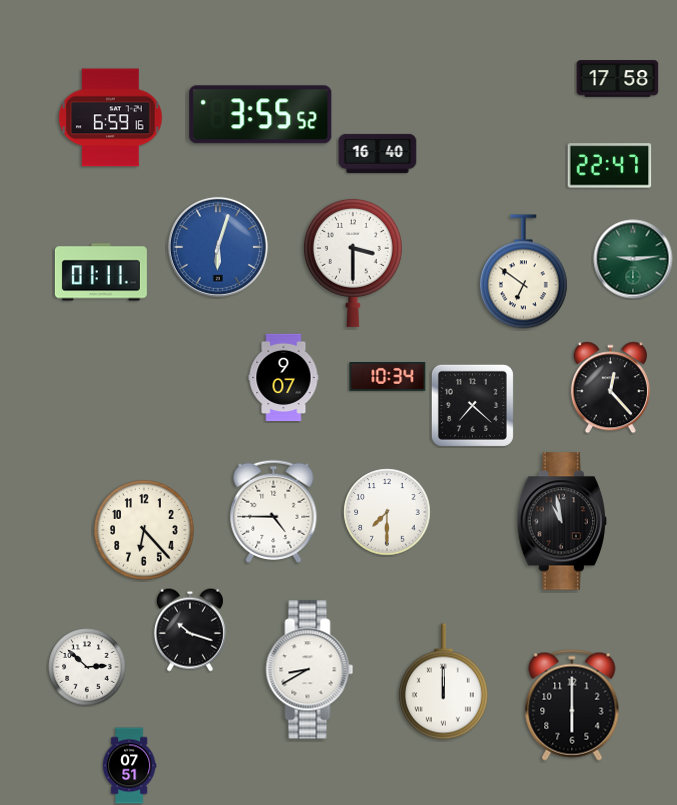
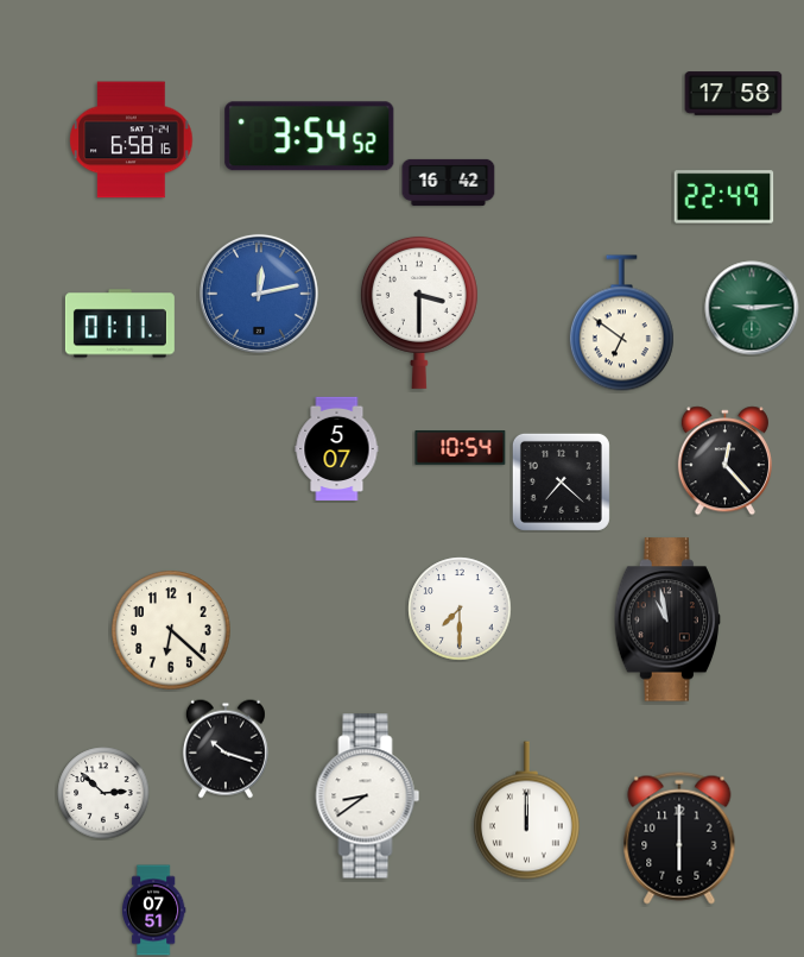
clock at (261, 115): 3:55 -> 3:54
clock at (111, 118): 6:59 -> 6:58
clock at (378, 153): 16:40 -> 16:42
clock at (610, 166): 22:47 -> 22:49
clock at (218, 247): 6:03 -> 12:13
clock at (388, 377): 10:34 -> 10:54
clock at (284, 378): 9:07 -> 5:07
clock at (274, 511): 4:45 -> none
clock at (144, 530): 6:23 -> 6:22
clock at (310, 670): 8:40 -> 8:39
